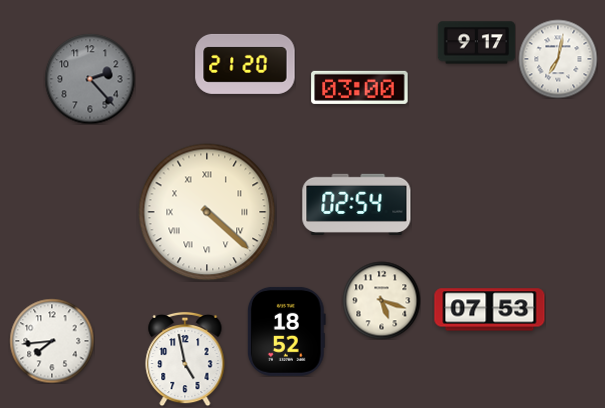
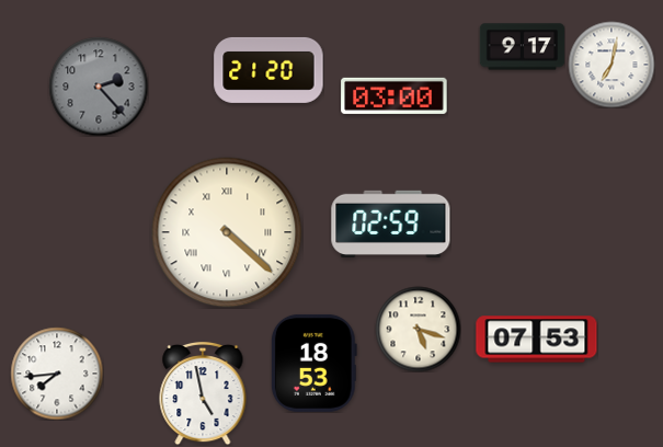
clock at (357, 204): 02:54 -> 02:59
clock at (286, 331): 18:52 -> 18:53
